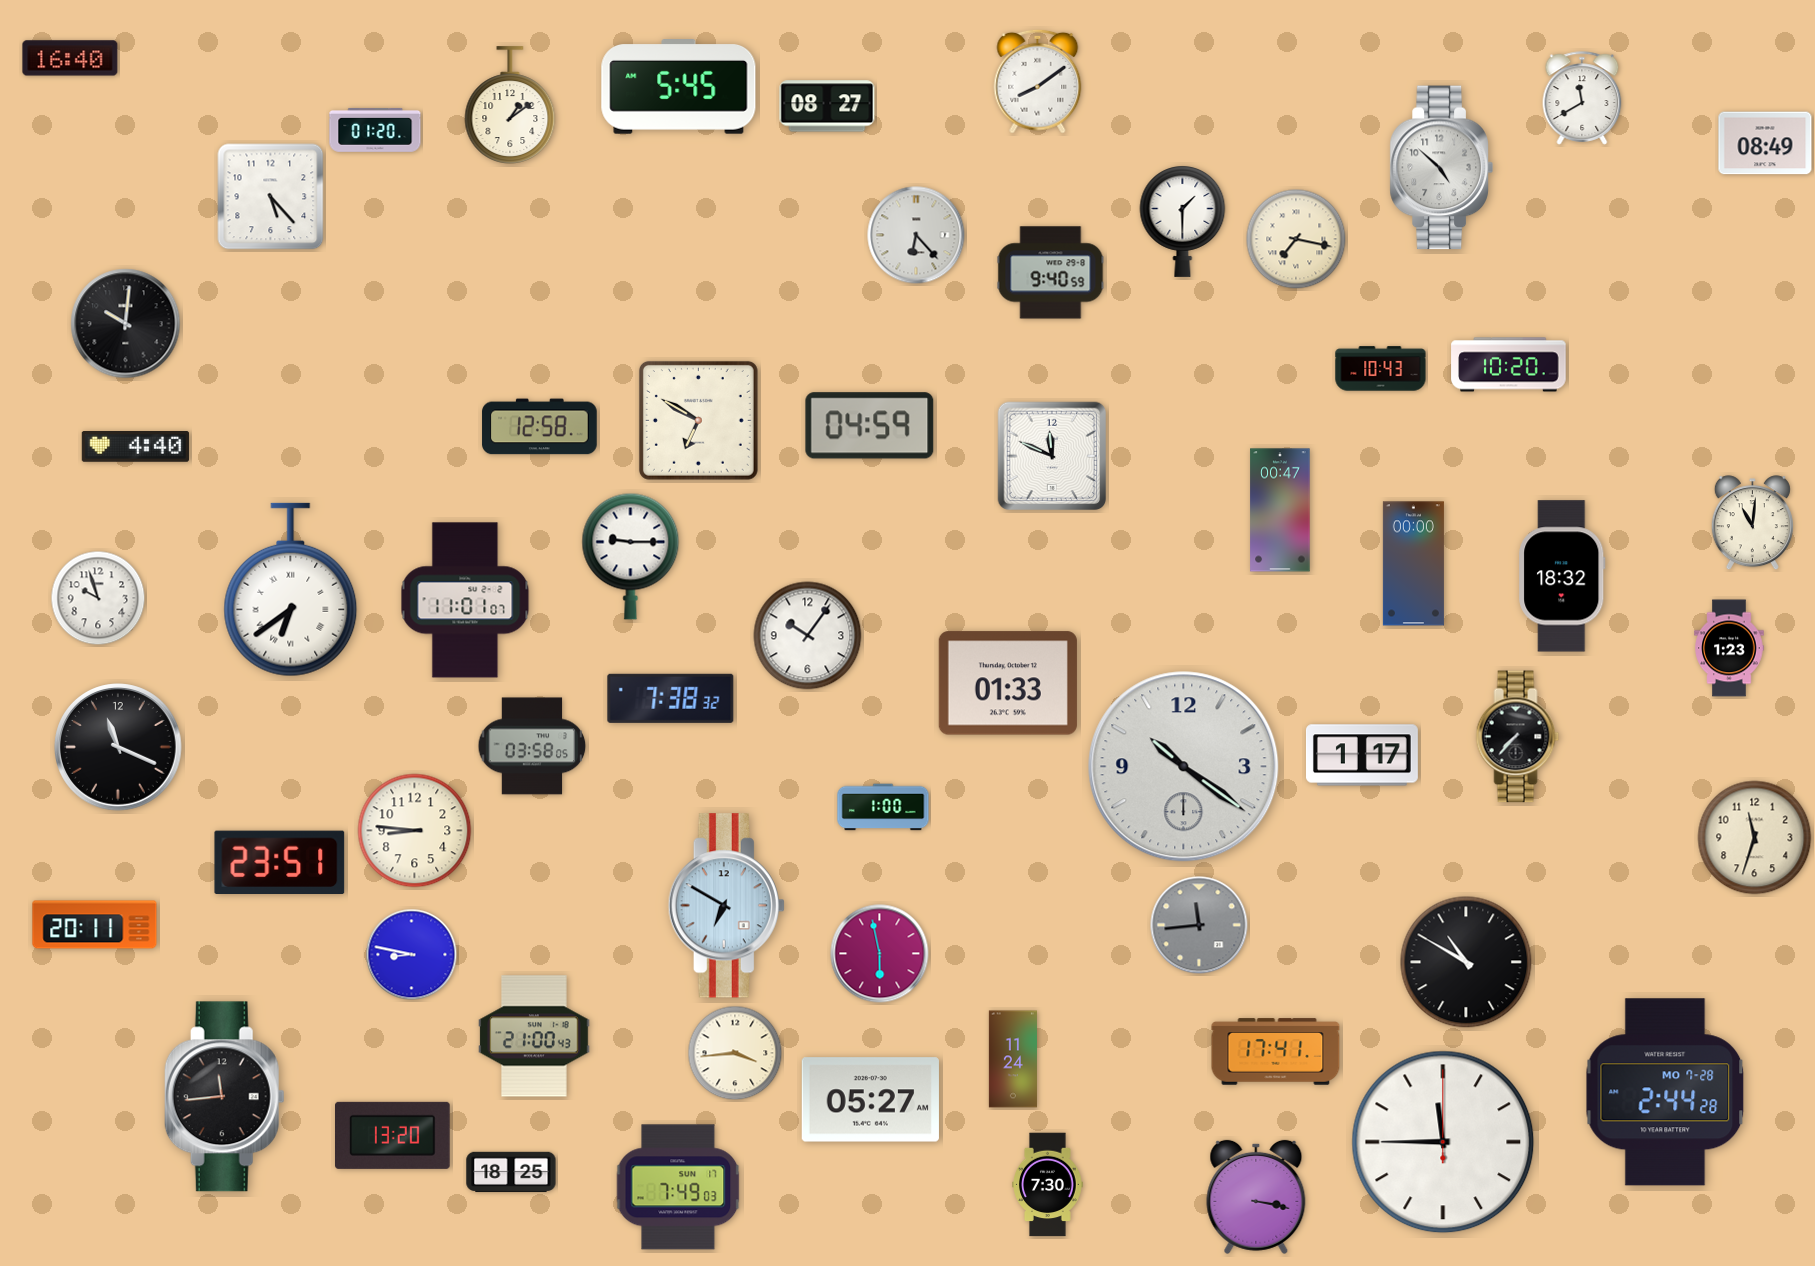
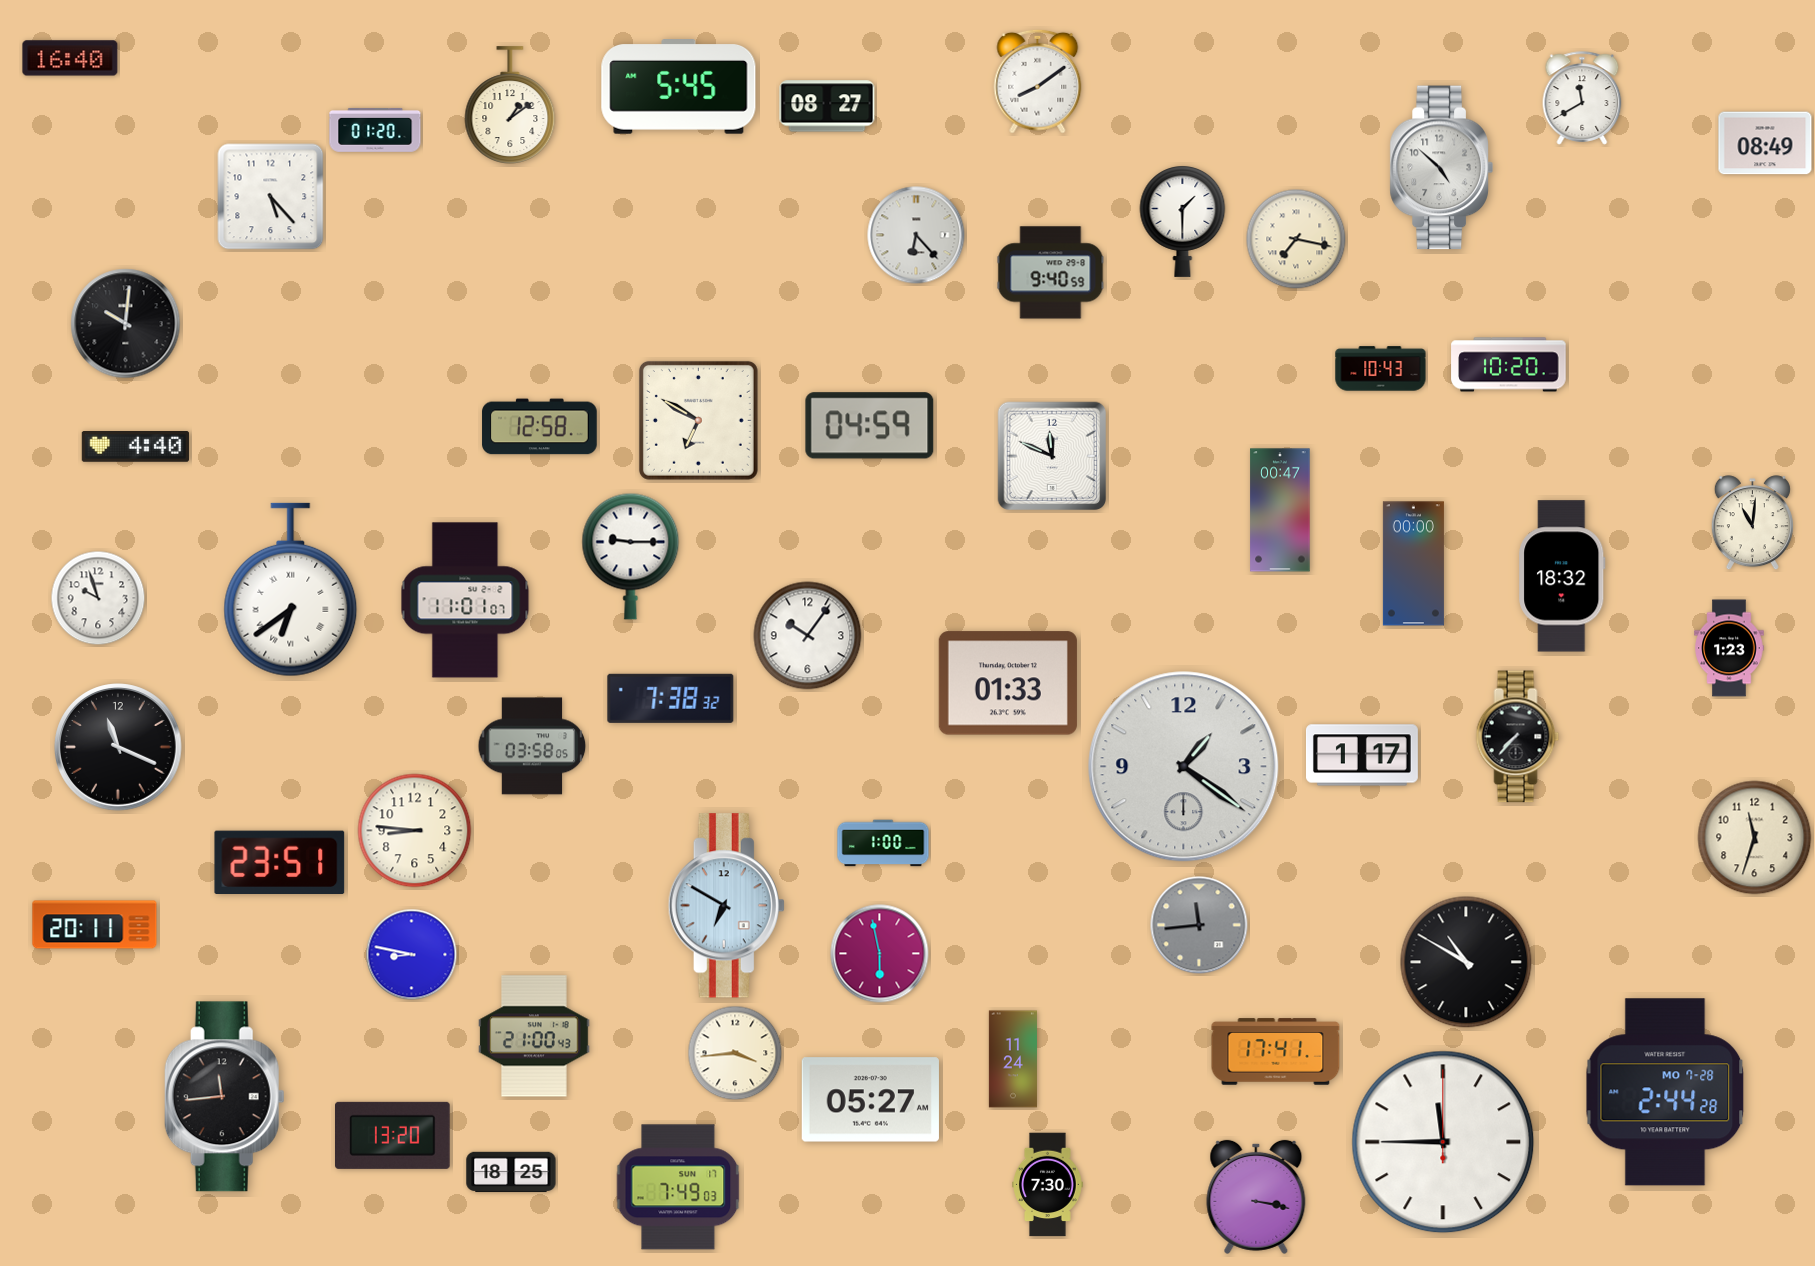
clock at (1184, 767): 10:21 -> 1:21
clock at (883, 807) position: (883, 807) -> (883, 843)
